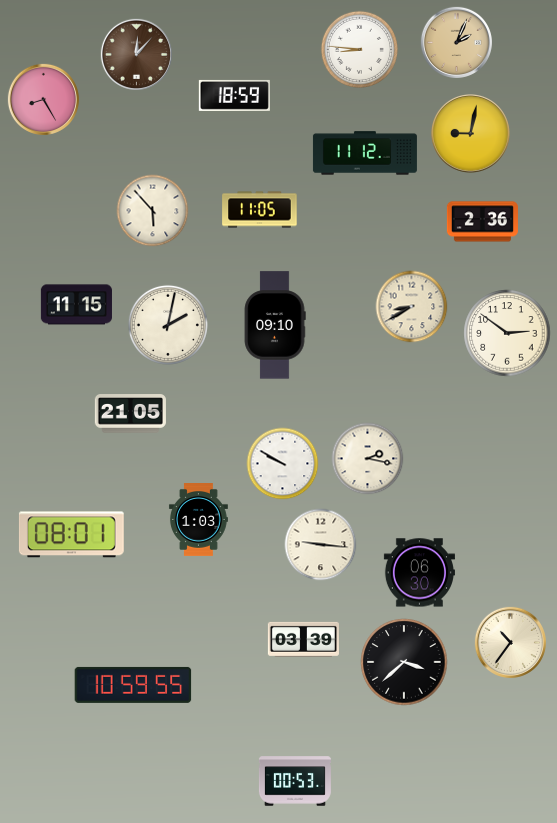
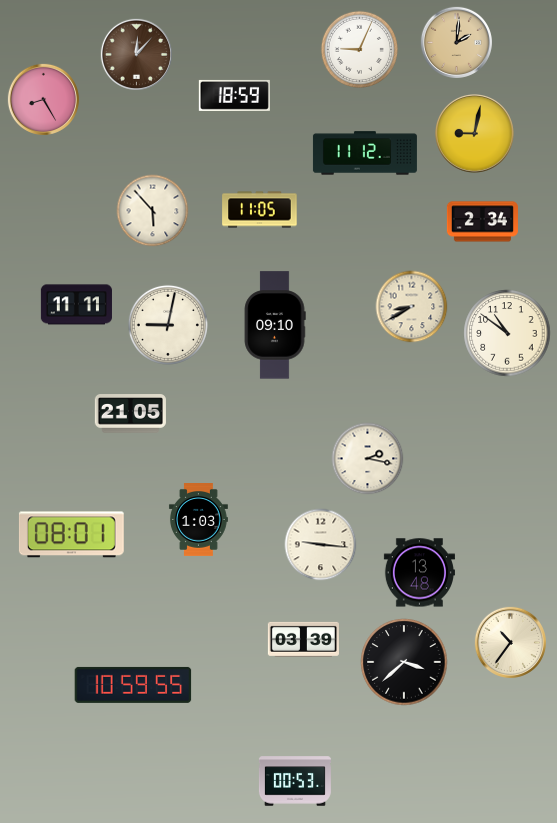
clock at (456, 42): 2:04 -> 2:01
clock at (359, 49): 8:46 -> 9:04
clock at (471, 134) position: (471, 134) -> (475, 134)
clock at (482, 222): 2:36 -> 2:34
clock at (76, 305): 11:15 -> 11:11
clock at (168, 325): 2:02 -> 9:02
clock at (507, 333): 2:51 -> 10:51
clock at (283, 464): 9:50 -> none
clock at (419, 573): 06:30 -> 13:48
